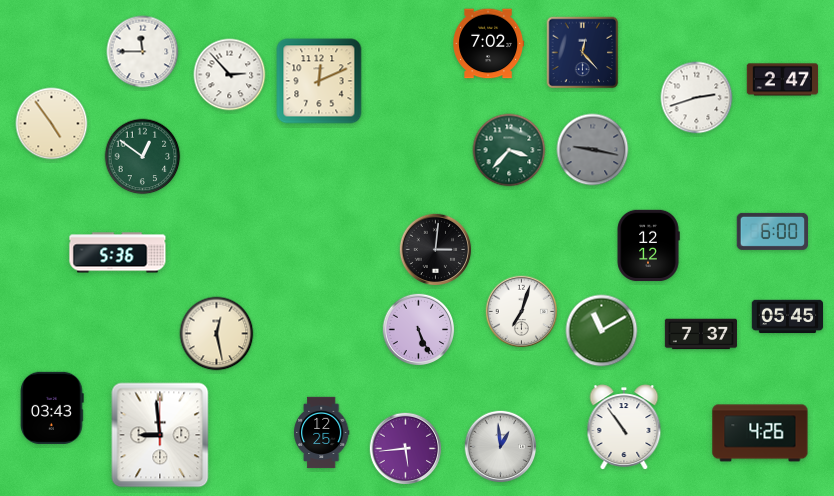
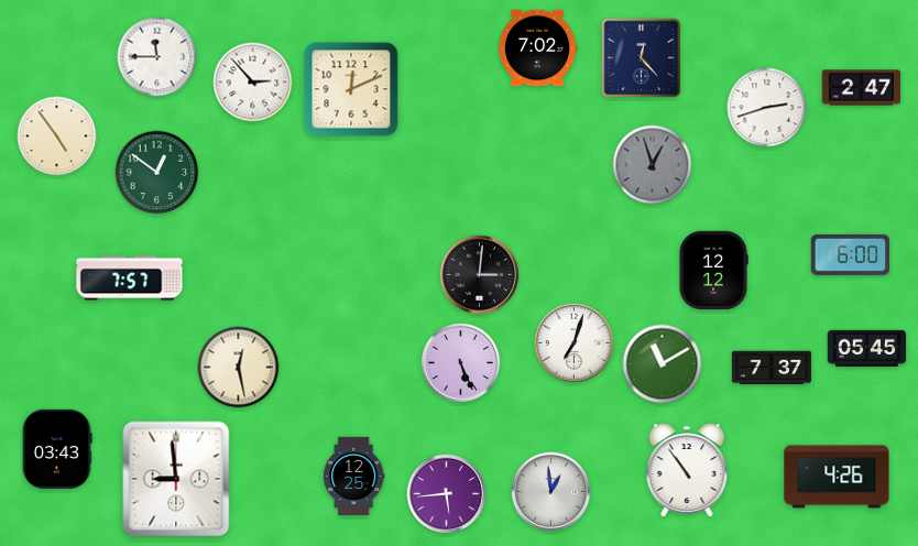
clock at (509, 150): 3:37 -> none
clock at (593, 150): 9:17 -> 12:57
clock at (118, 253): 5:36 -> 7:57
